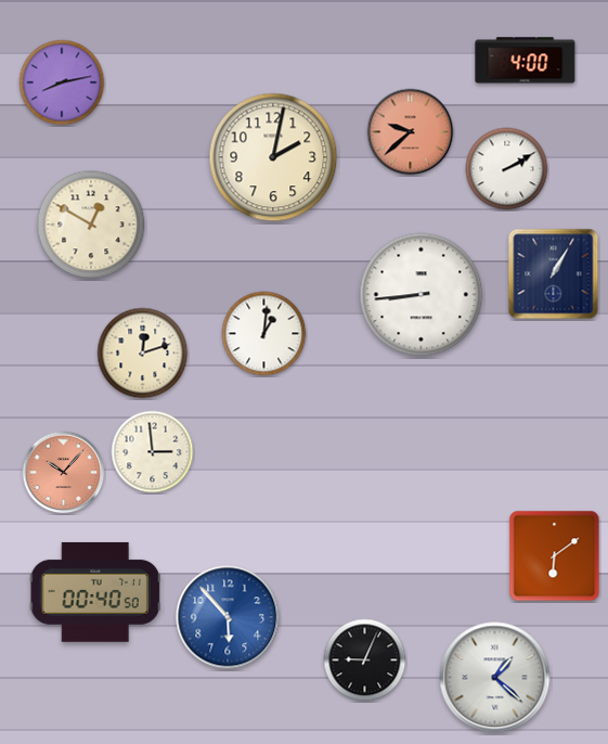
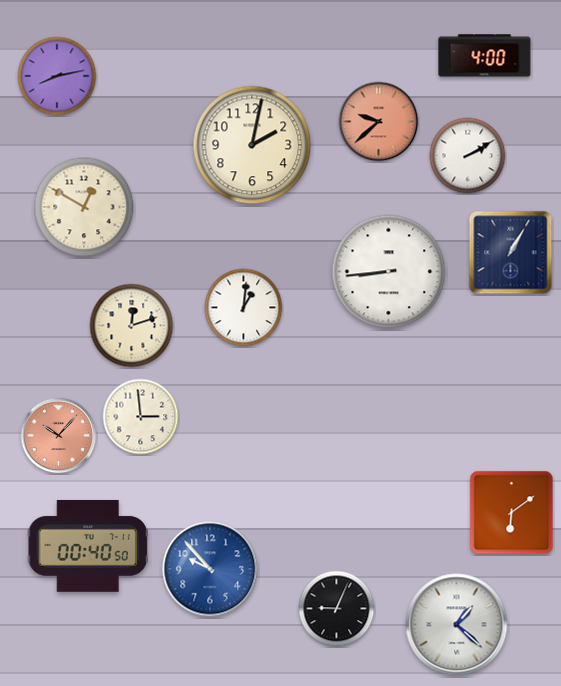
clock at (228, 617): 5:53 -> 9:53
